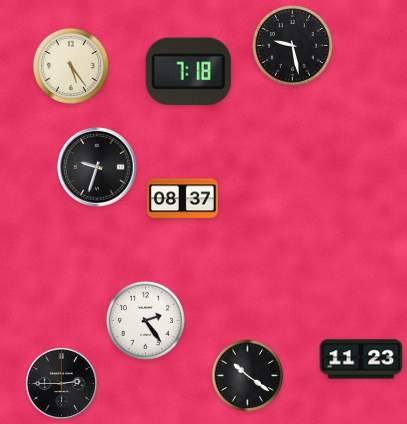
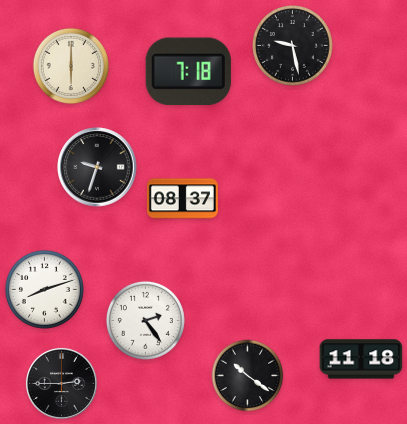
clock at (71, 66): 5:24 -> 6:00
clock at (44, 289): none -> 8:12
clock at (361, 359): 11:23 -> 11:18
